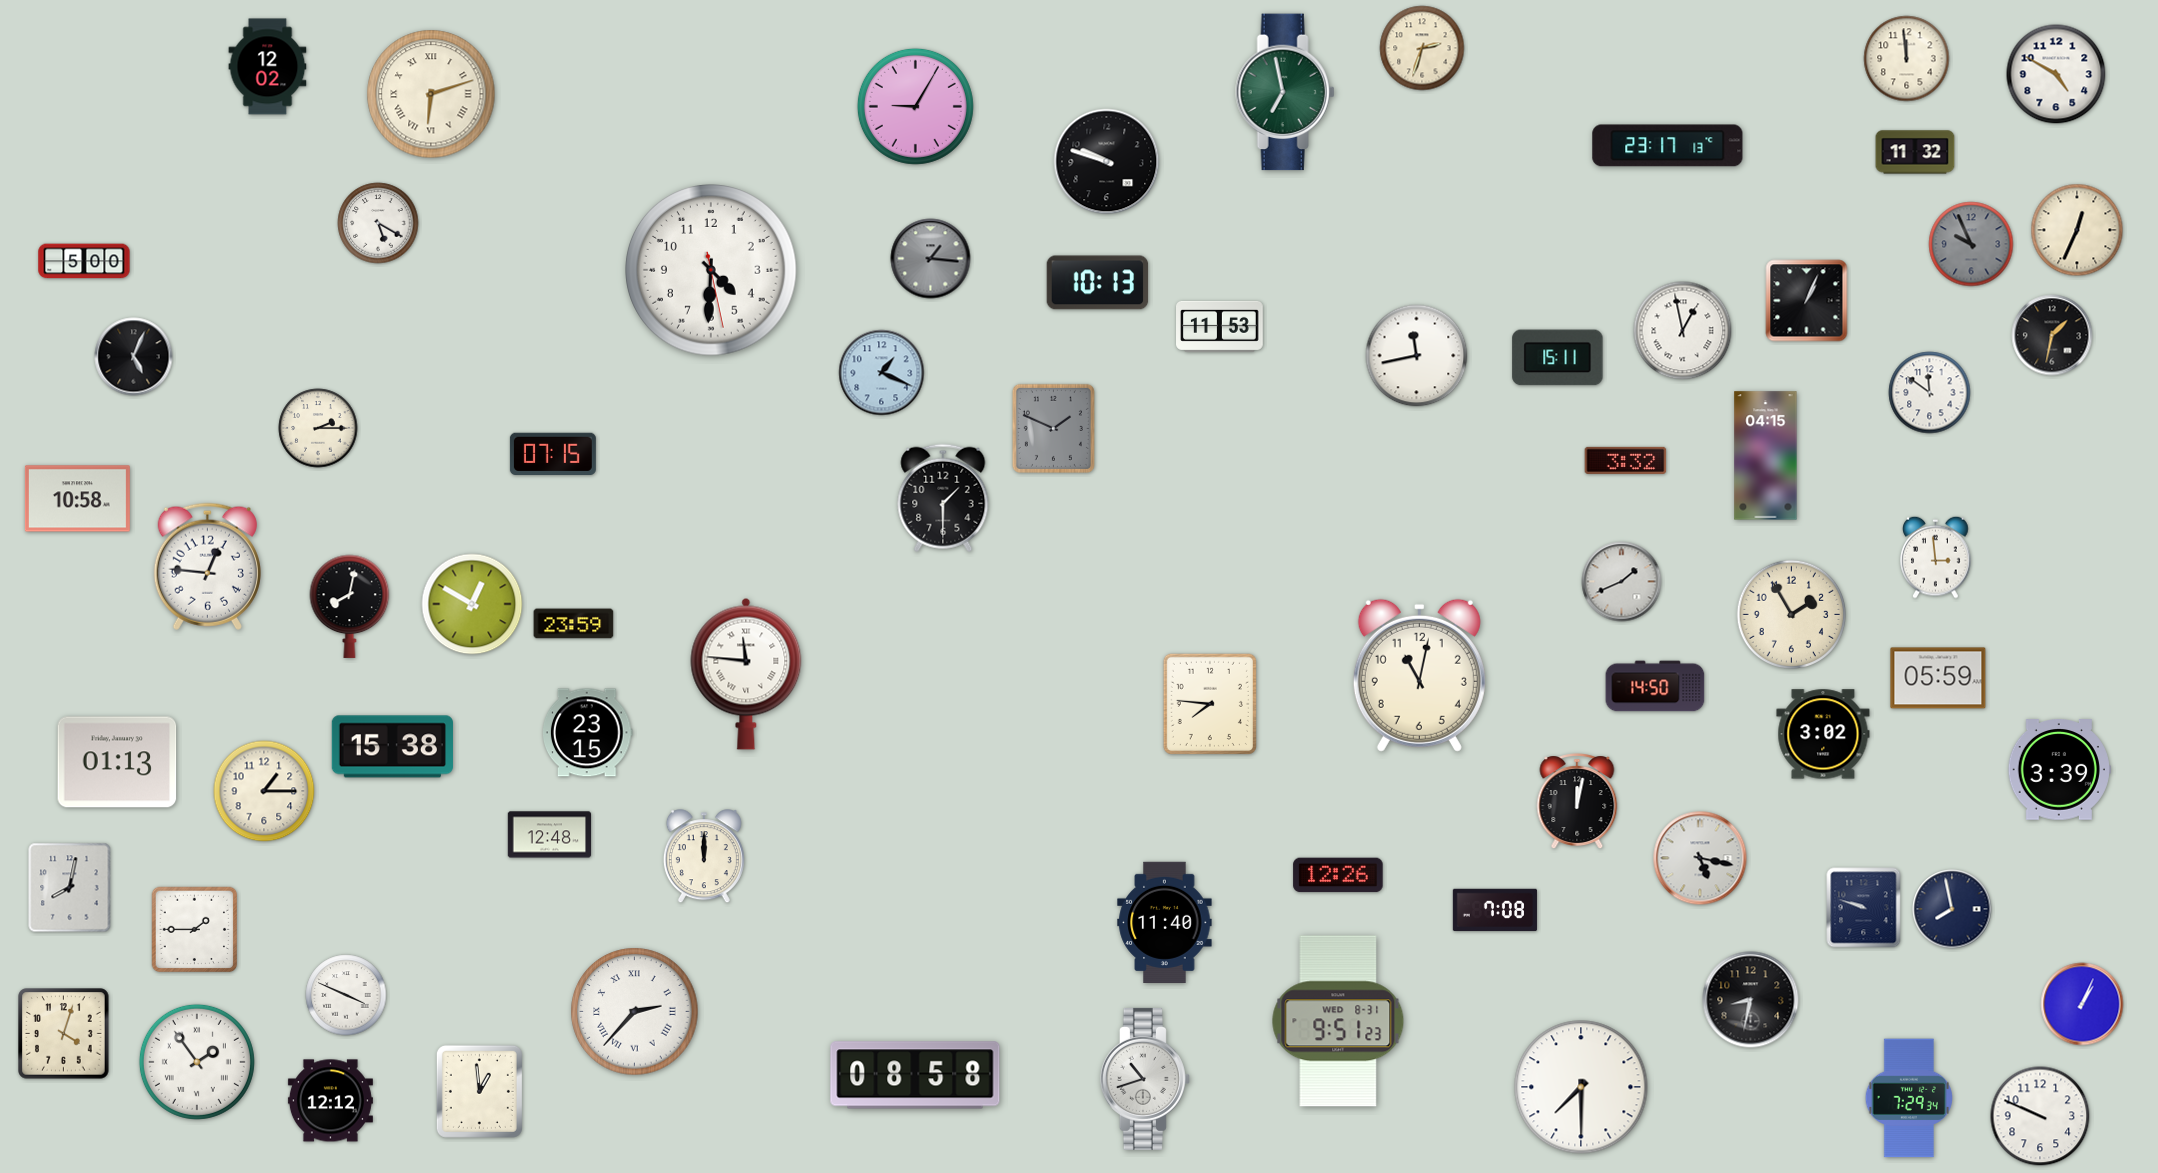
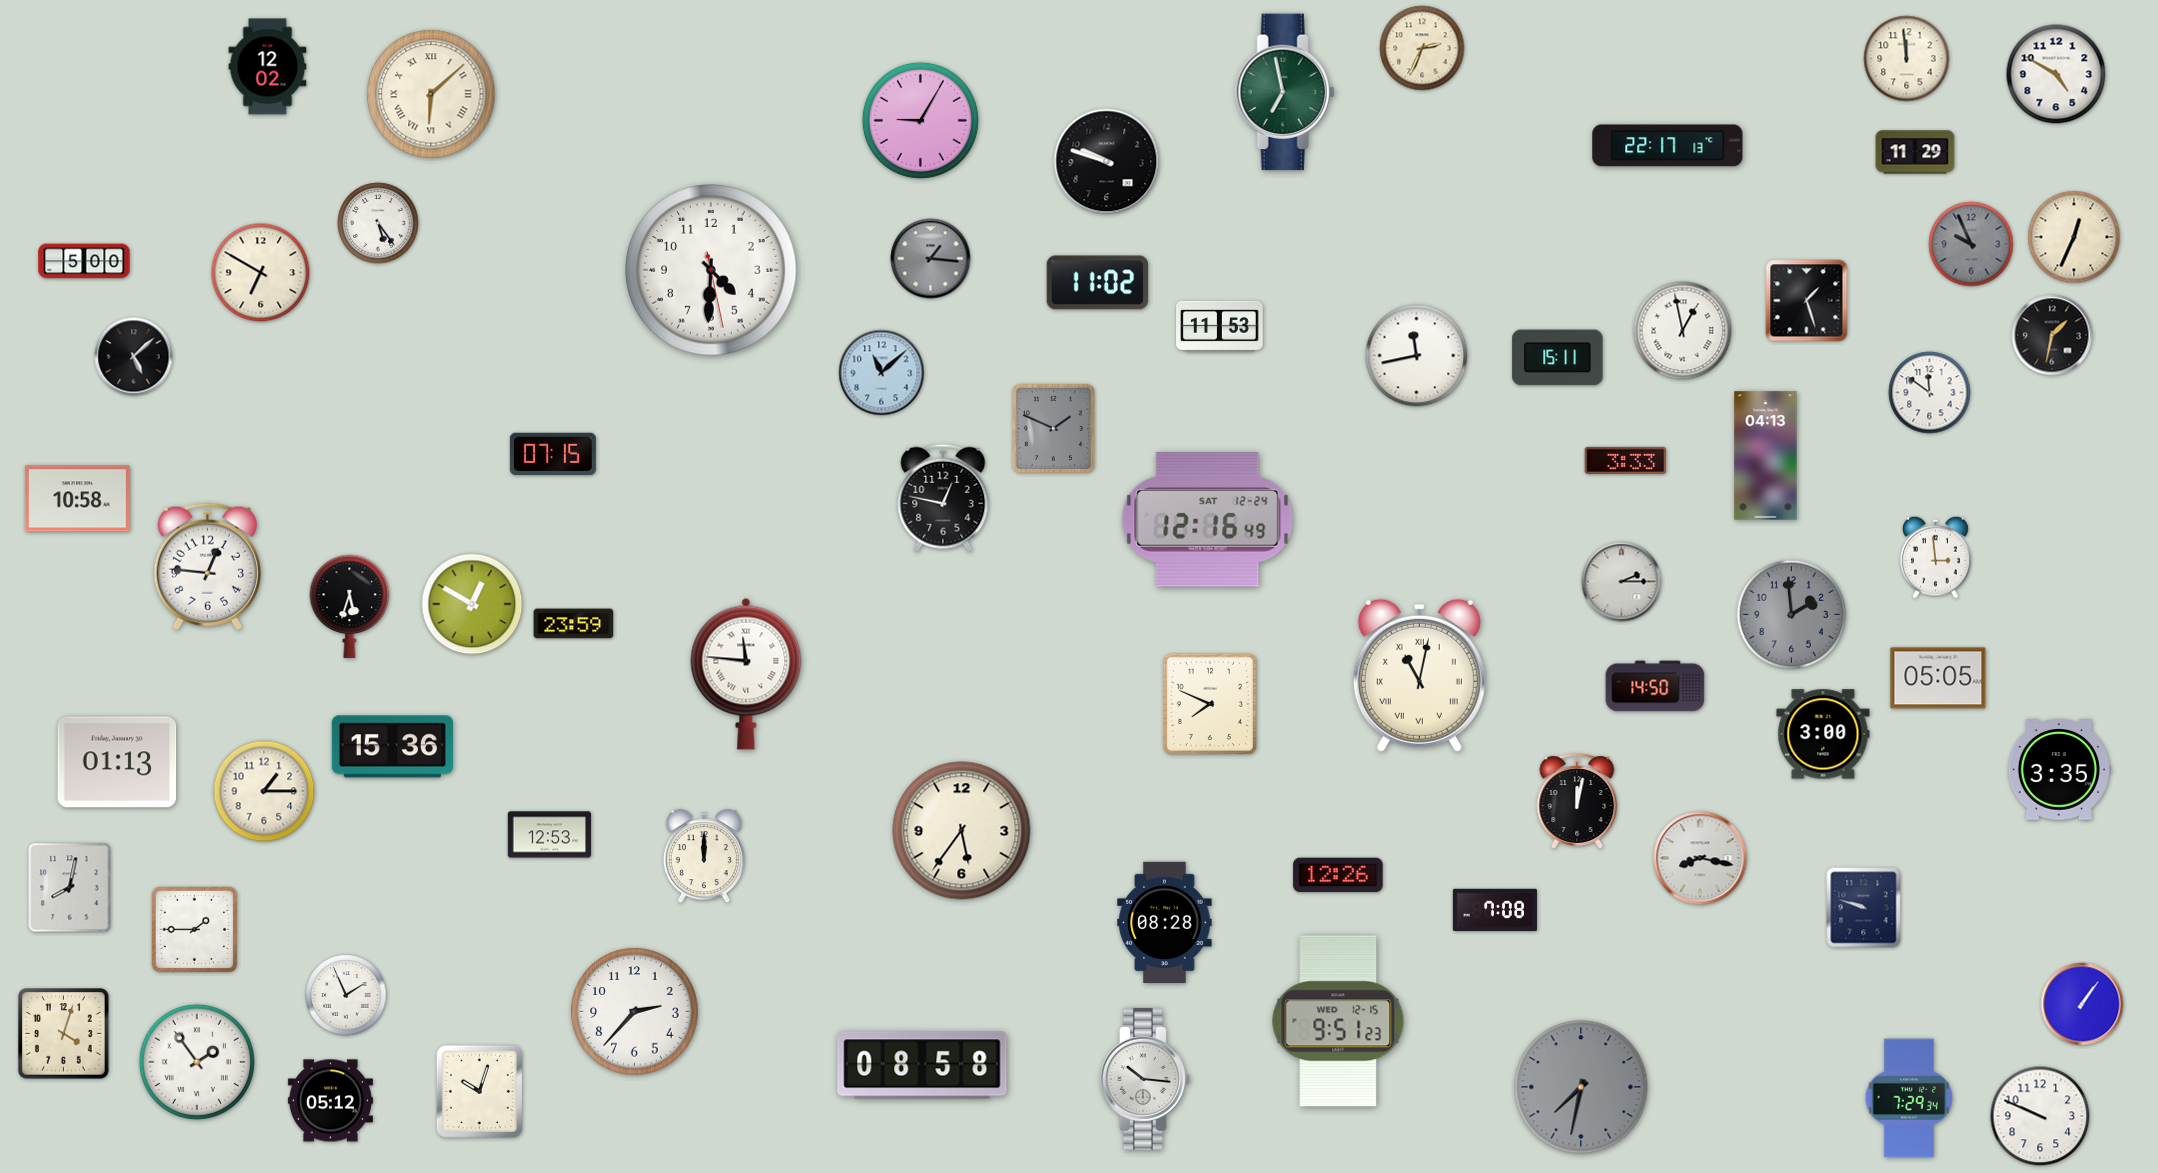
clock at (1422, 48): 2:33 -> 2:34
clock at (431, 94): 6:12 -> 6:08
clock at (915, 106) position: (915, 106) -> (920, 120)
clock at (1668, 146): 23:17 -> 22:17
clock at (1915, 152): 11:32 -> 11:29
clock at (378, 223): 5:20 -> 5:24
clock at (2077, 230) position: (2077, 230) -> (2074, 237)
clock at (261, 273): none -> 6:50
clock at (1098, 283): 10:13 -> 11:02
clock at (1807, 301): 1:04 -> 1:27
clock at (134, 357): 5:04 -> 5:08
clock at (882, 373): 1:19 -> 11:08
clock at (318, 428): 2:15 -> none
clock at (1766, 456): 04:15 -> 04:13
clock at (1626, 460): 3:32 -> 3:33
clock at (943, 498): 1:30 -> 12:47
clock at (1208, 520): none -> 12:16
clock at (1622, 582): 1:41 -> 2:15
clock at (350, 606): 8:02 -> 5:33
clock at (1792, 615): 1:55 -> 1:59
clock at (1792, 615) dial: cream -> grey
clock at (1419, 675) numerals: Arabic -> Roman
clock at (1938, 678): 05:59 -> 05:05
clock at (1210, 704): 7:46 -> 7:49
clock at (587, 733): 23:15 -> none
clock at (1823, 734): 3:02 -> 3:00
clock at (392, 747): 15:38 -> 15:36
clock at (2059, 770): 3:39 -> 3:35
clock at (962, 831): none -> 5:36
clock at (550, 835): 12:48 -> 12:53
clock at (1700, 858): 5:17 -> 8:17
clock at (1952, 909): 7:58 -> none
clock at (1165, 922): 11:40 -> 08:28
clock at (346, 995): 3:49 -> 1:56
clock at (1751, 1000): 8:32 -> none
clock at (2082, 1004): 1:04 -> 1:06
clock at (635, 1012) numerals: Roman -> Arabic
clock at (1338, 1021) date: WED 8-31 -> WED 12-15
clock at (915, 1075) position: (915, 1075) -> (922, 1065)
clock at (1145, 1079): 10:42 -> 10:16
clock at (1581, 1087): 7:30 -> 7:32
clock at (1581, 1087) dial: white -> grey
clock at (479, 1091): 12:59 -> 10:03
clock at (330, 1101): 12:12 -> 05:12
